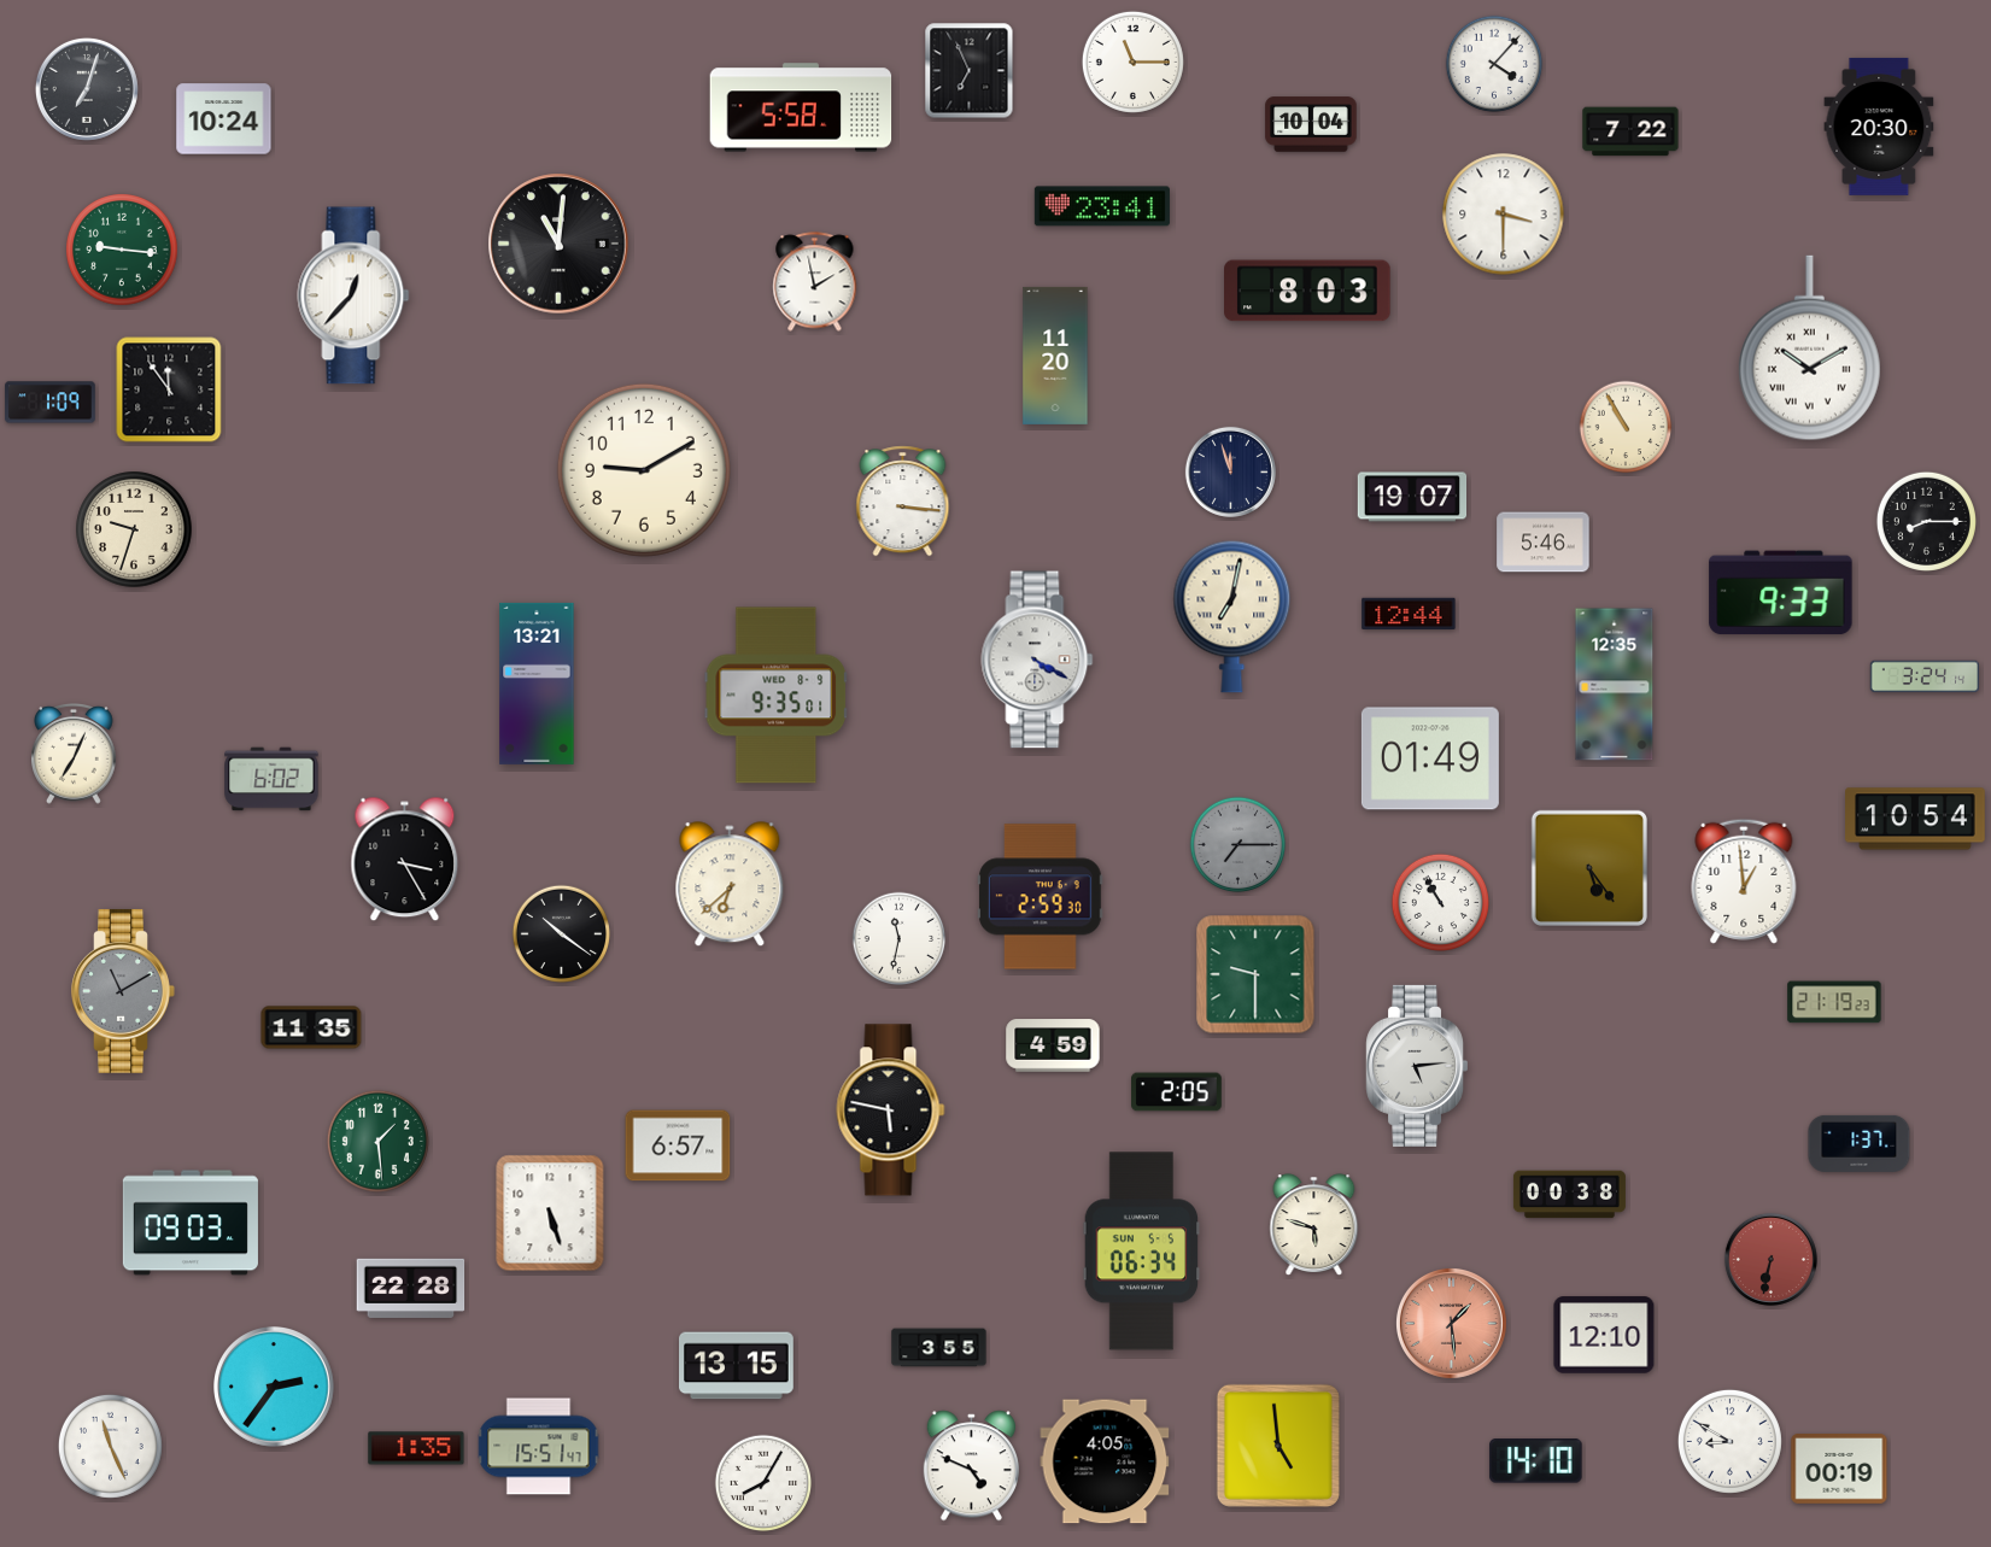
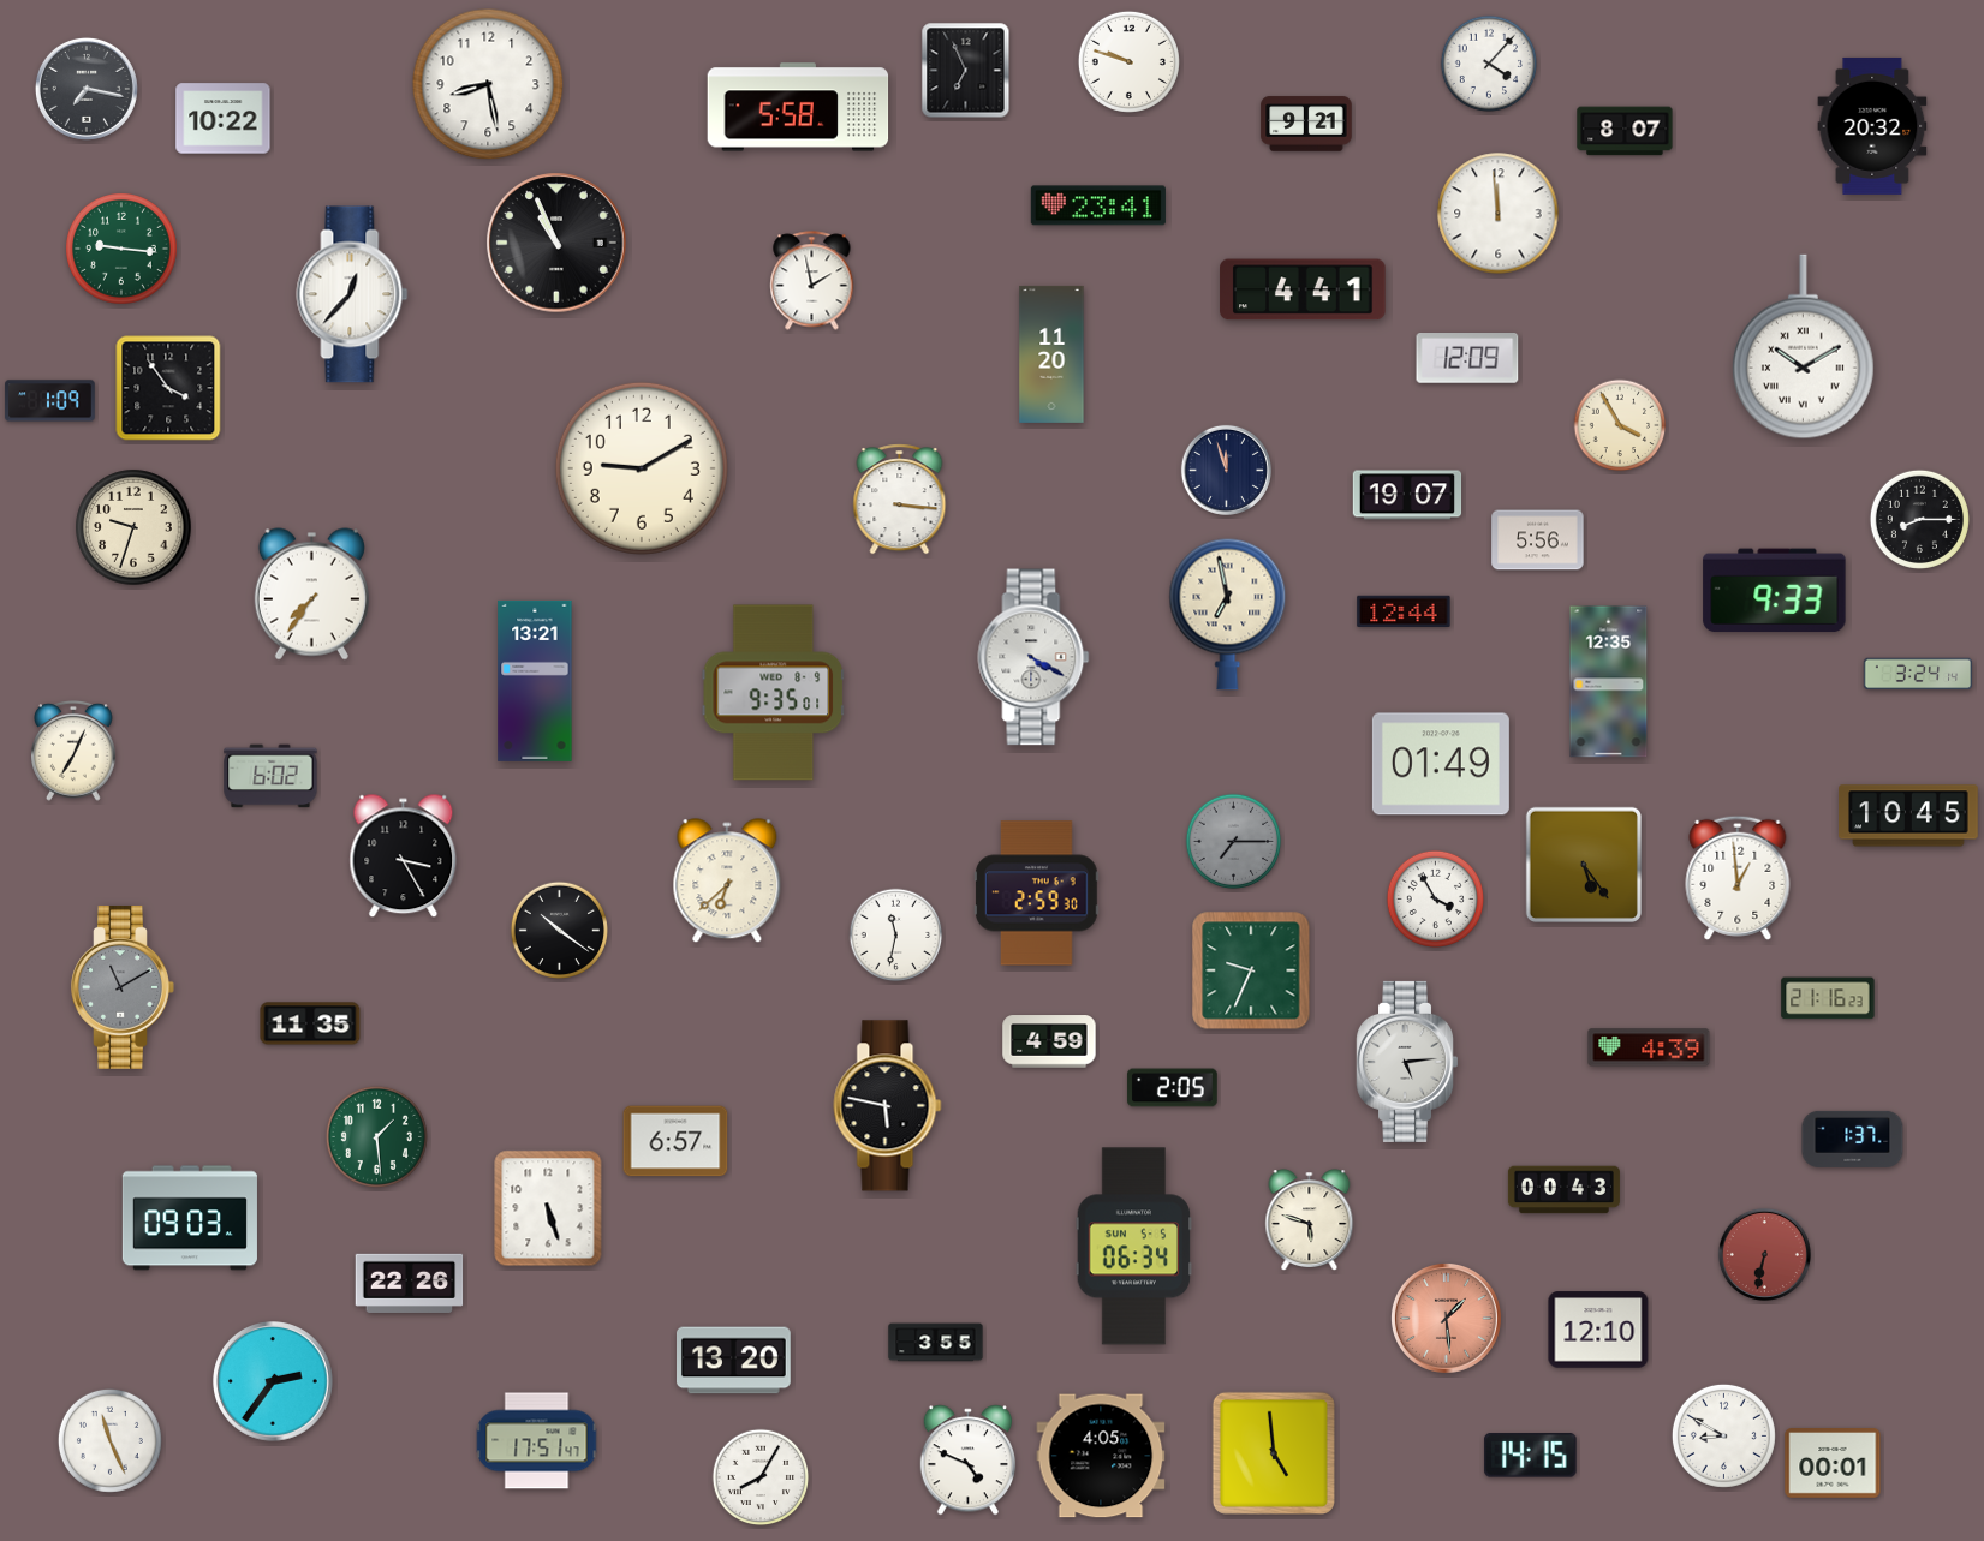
clock at (1132, 61): 11:15 -> 9:48
clock at (488, 84): none -> 8:28
clock at (87, 89): 7:03 -> 7:17
clock at (224, 119): 10:24 -> 10:22
clock at (1311, 124): 10:04 -> 9:21
clock at (1879, 127): 20:30 -> 20:32
clock at (1630, 131): 7:22 -> 8:07
clock at (1504, 215): 3:30 -> 11:59
clock at (558, 244): 11:01 -> 10:56
clock at (1307, 291): 8:03 -> 4:41
clock at (1467, 359): none -> 12:09
clock at (169, 389): 11:54 -> 3:54
clock at (1626, 427): 10:55 -> 3:55
clock at (1544, 543): 5:46 -> 5:56
clock at (311, 595): none -> 7:36
clock at (1232, 616): 7:02 -> 6:58
clock at (1430, 758) position: (1430, 758) -> (1441, 764)
clock at (1915, 819): 10:54 -> 10:45
clock at (1440, 902): 10:55 -> 3:55
clock at (1255, 974): 9:30 -> 9:34
clock at (1834, 1002): 21:19 -> 21:16
clock at (1649, 1047): none -> 4:39
clock at (1417, 1066) position: (1417, 1066) -> (1407, 1062)
clock at (1569, 1195): 00:38 -> 00:43
clock at (1142, 1252) position: (1142, 1252) -> (1134, 1247)
clock at (411, 1288): 22:28 -> 22:26
clock at (737, 1366): 13:15 -> 13:20
clock at (1278, 1446) position: (1278, 1446) -> (1274, 1453)
clock at (539, 1447): 15:51 -> 17:51
clock at (416, 1448): 1:35 -> none
clock at (1536, 1461): 14:10 -> 14:15
clock at (1839, 1470): 00:19 -> 00:01
